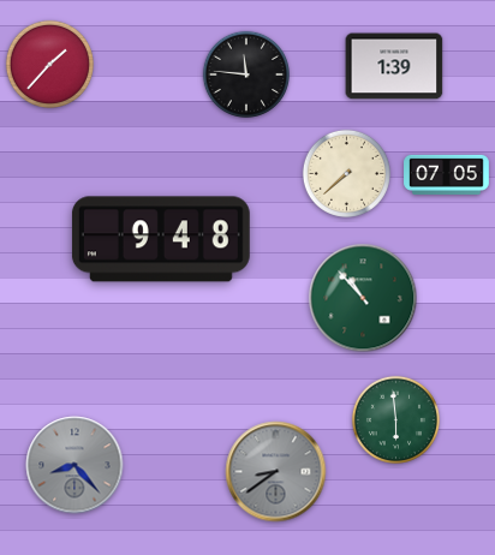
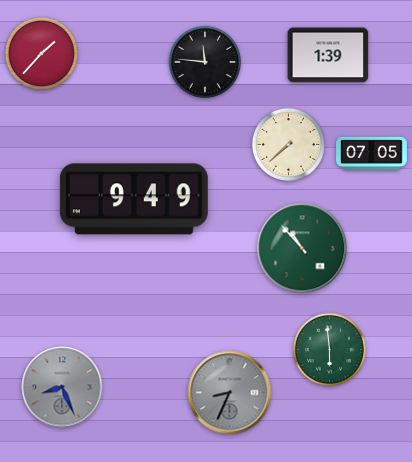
clock at (447, 174) position: (447, 174) -> (372, 153)
clock at (161, 239): 9:48 -> 9:49
clock at (74, 465): 8:23 -> 8:26
clock at (276, 472): 8:39 -> 8:34
